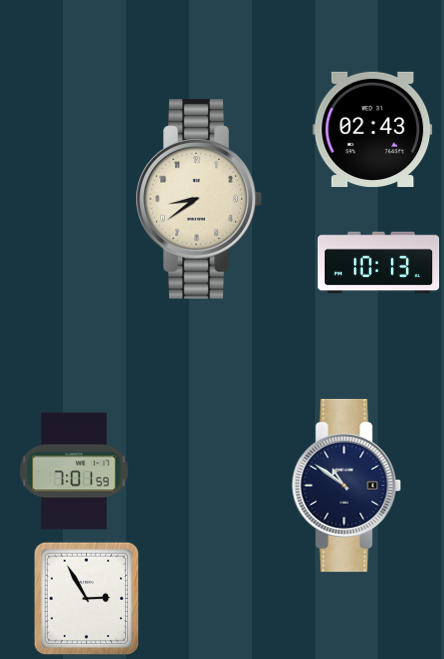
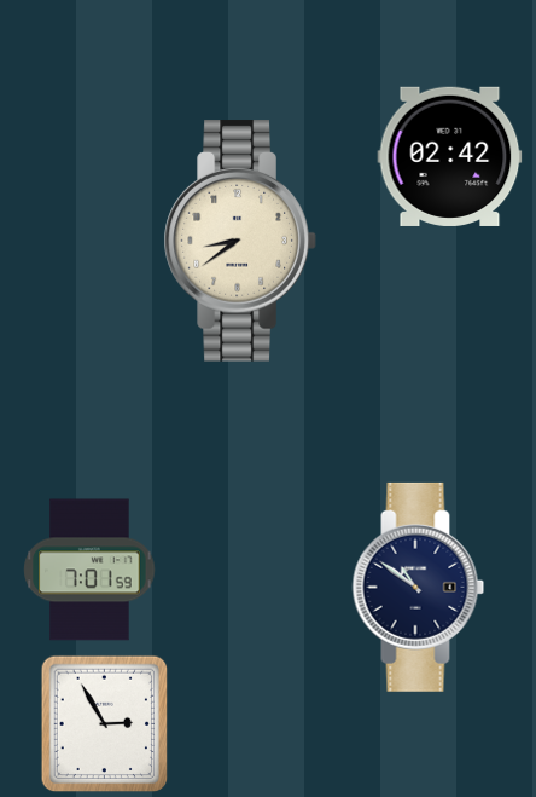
clock at (373, 129): 02:43 -> 02:42
clock at (379, 263): 10:13 -> none
